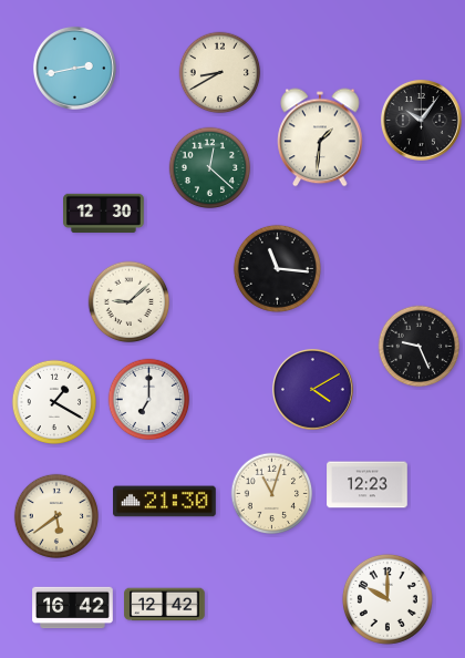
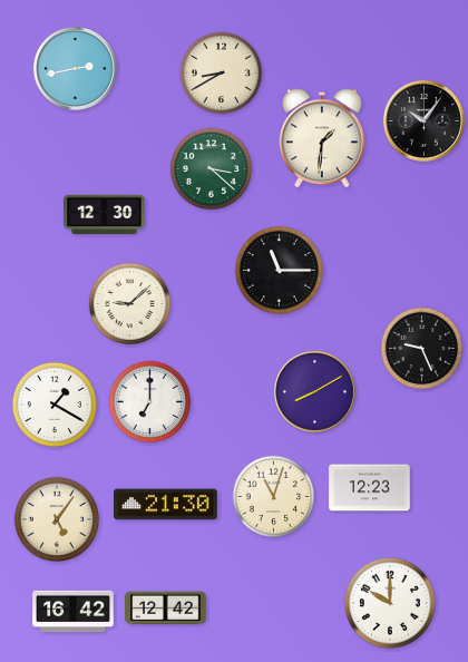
clock at (210, 168): 12:22 -> 3:22
clock at (277, 268): 11:16 -> 11:15
clock at (312, 389): 4:10 -> 8:10
clock at (55, 515): 5:39 -> 5:06
